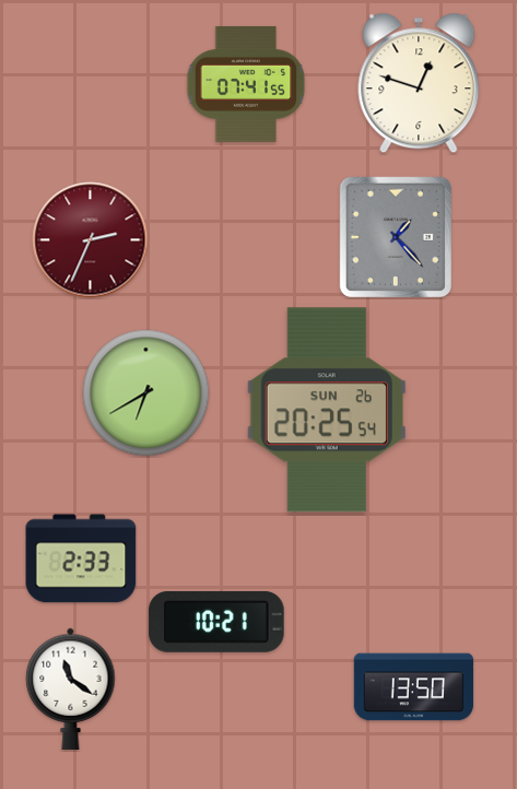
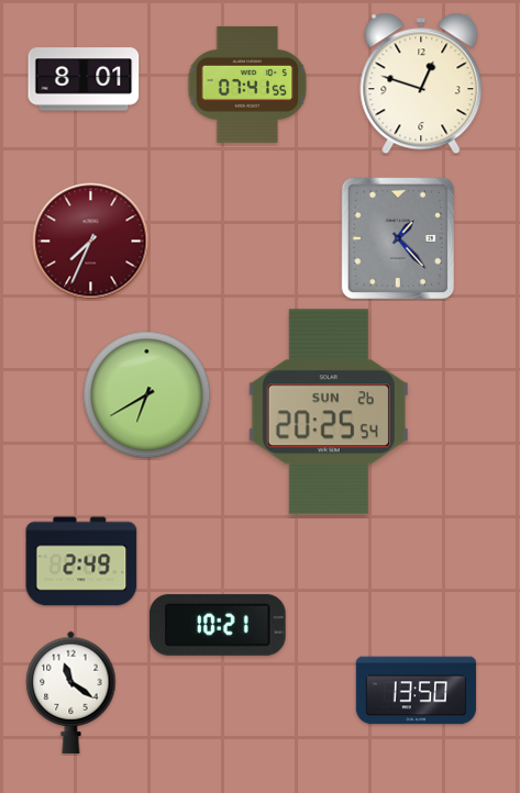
clock at (84, 79): none -> 8:01
clock at (91, 240): 2:34 -> 7:34
clock at (81, 558): 2:33 -> 2:49
